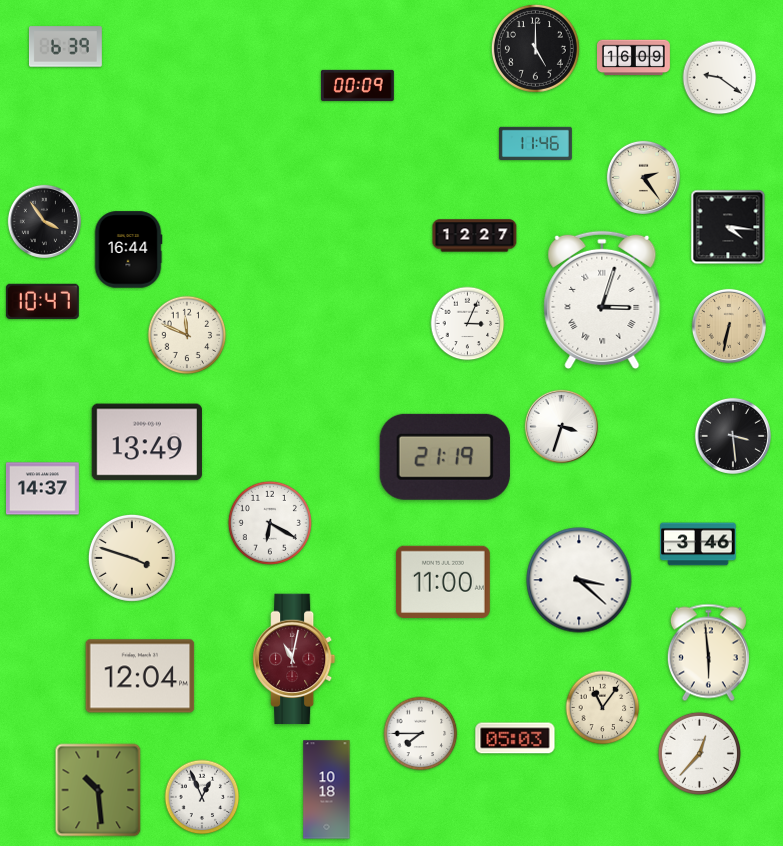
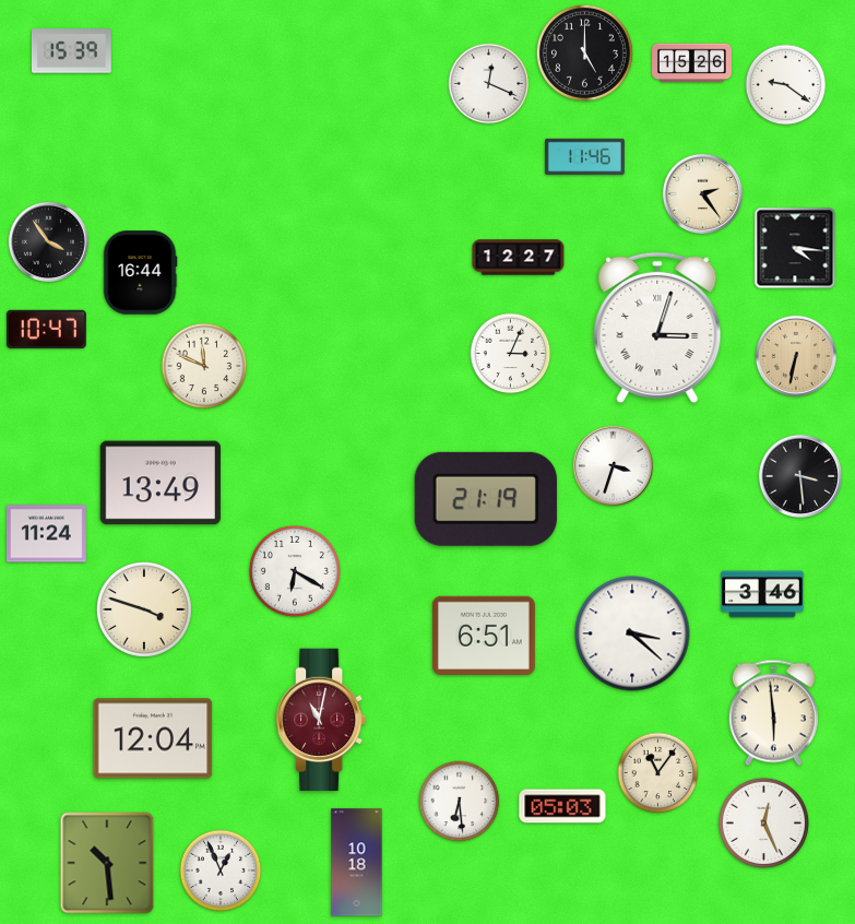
clock at (65, 47): 6:39 -> 15:39
clock at (634, 58): 16:09 -> 15:26
clock at (489, 84): none -> 12:19
clock at (357, 85): 00:09 -> none
clock at (42, 489): 14:37 -> 11:24
clock at (443, 582): 11:00 -> 6:51
clock at (421, 734): 7:45 -> 6:29
clock at (699, 753): 12:37 -> 12:26
